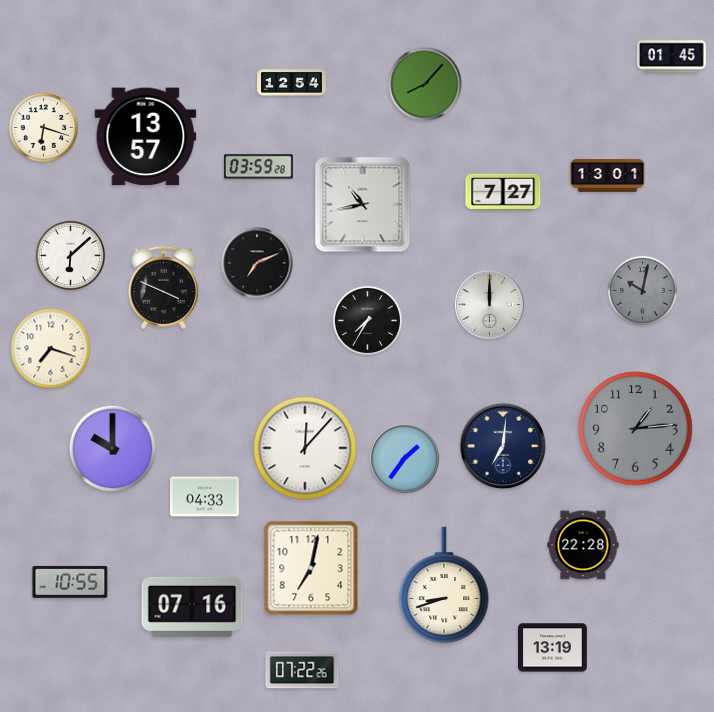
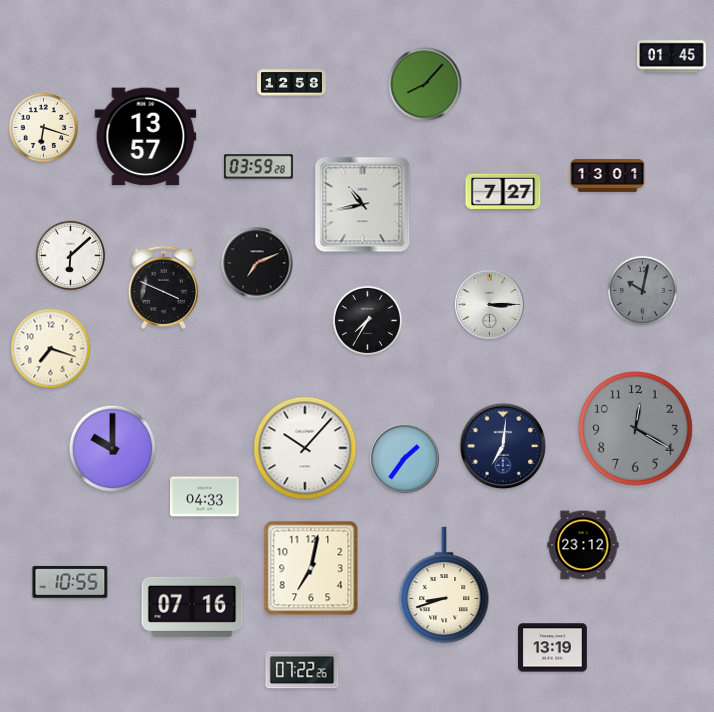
clock at (292, 83): 12:54 -> 12:58
clock at (490, 305): 12:00 -> 3:15
clock at (636, 429): 1:14 -> 12:20
clock at (305, 448): 12:07 -> 10:07
clock at (583, 545): 22:28 -> 23:12
